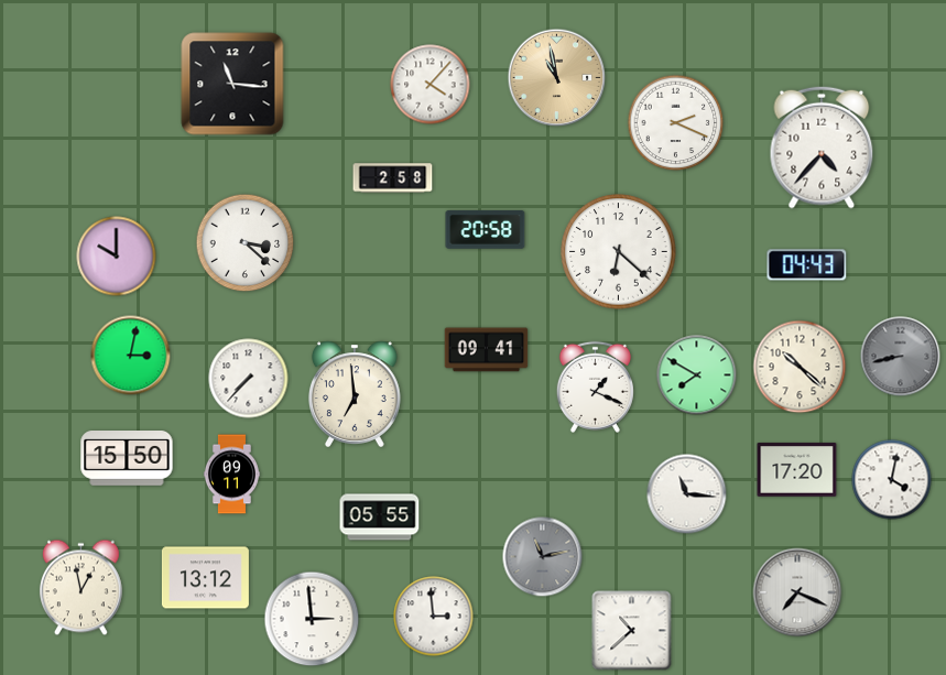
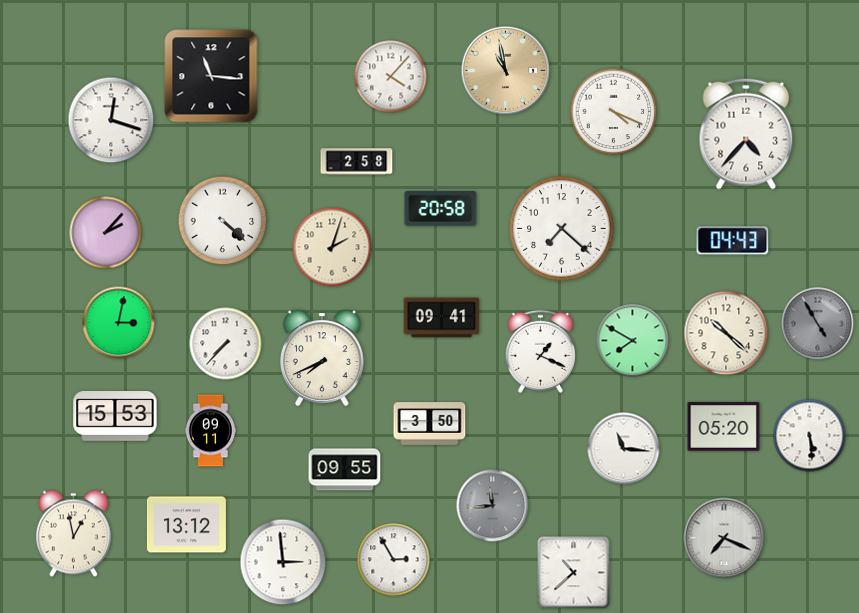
clock at (676, 123): 2:19 -> 4:19
clock at (111, 120): none -> 12:18
clock at (246, 243): 3:22 -> 4:22
clock at (619, 252): 6:22 -> 7:22
clock at (117, 257): 10:00 -> 2:07
clock at (332, 247): none -> 2:03
clock at (901, 357): 8:43 -> 4:55
clock at (355, 394): 6:59 -> 7:41
clock at (127, 459): 15:50 -> 15:53
clock at (430, 424): none -> 3:50
clock at (797, 470): 17:20 -> 05:20
clock at (892, 480): 4:02 -> 5:29
clock at (380, 518): 05:55 -> 09:55
clock at (543, 557): 11:13 -> 11:44
clock at (434, 617): 2:59 -> 2:55
